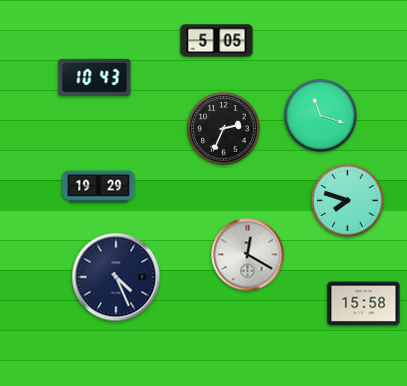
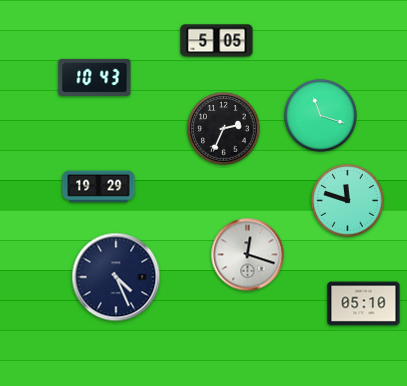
clock at (348, 201): 7:48 -> 11:48
clock at (248, 255): 12:20 -> 12:18
clock at (364, 304): 15:58 -> 05:10
